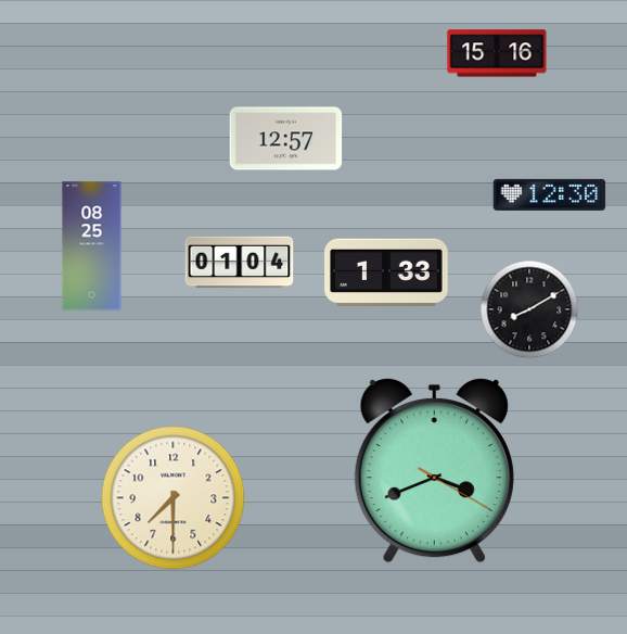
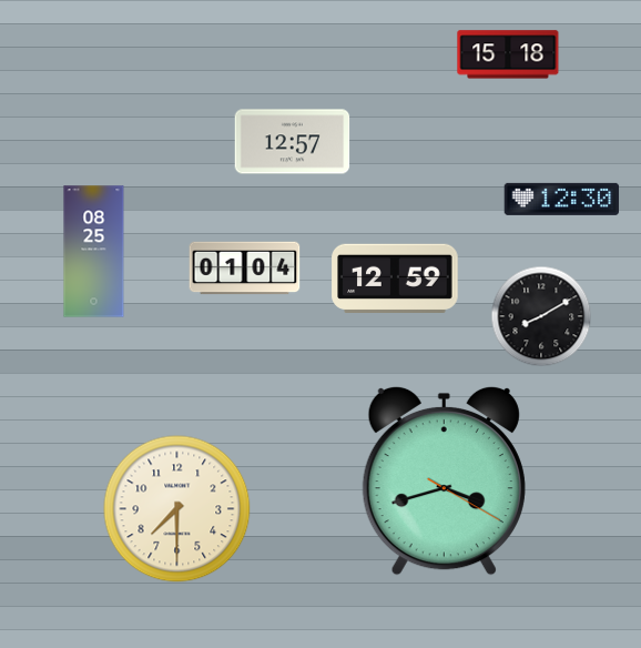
clock at (497, 53): 15:16 -> 15:18
clock at (386, 271): 1:33 -> 12:59
clock at (434, 470): 3:41 -> 3:42
